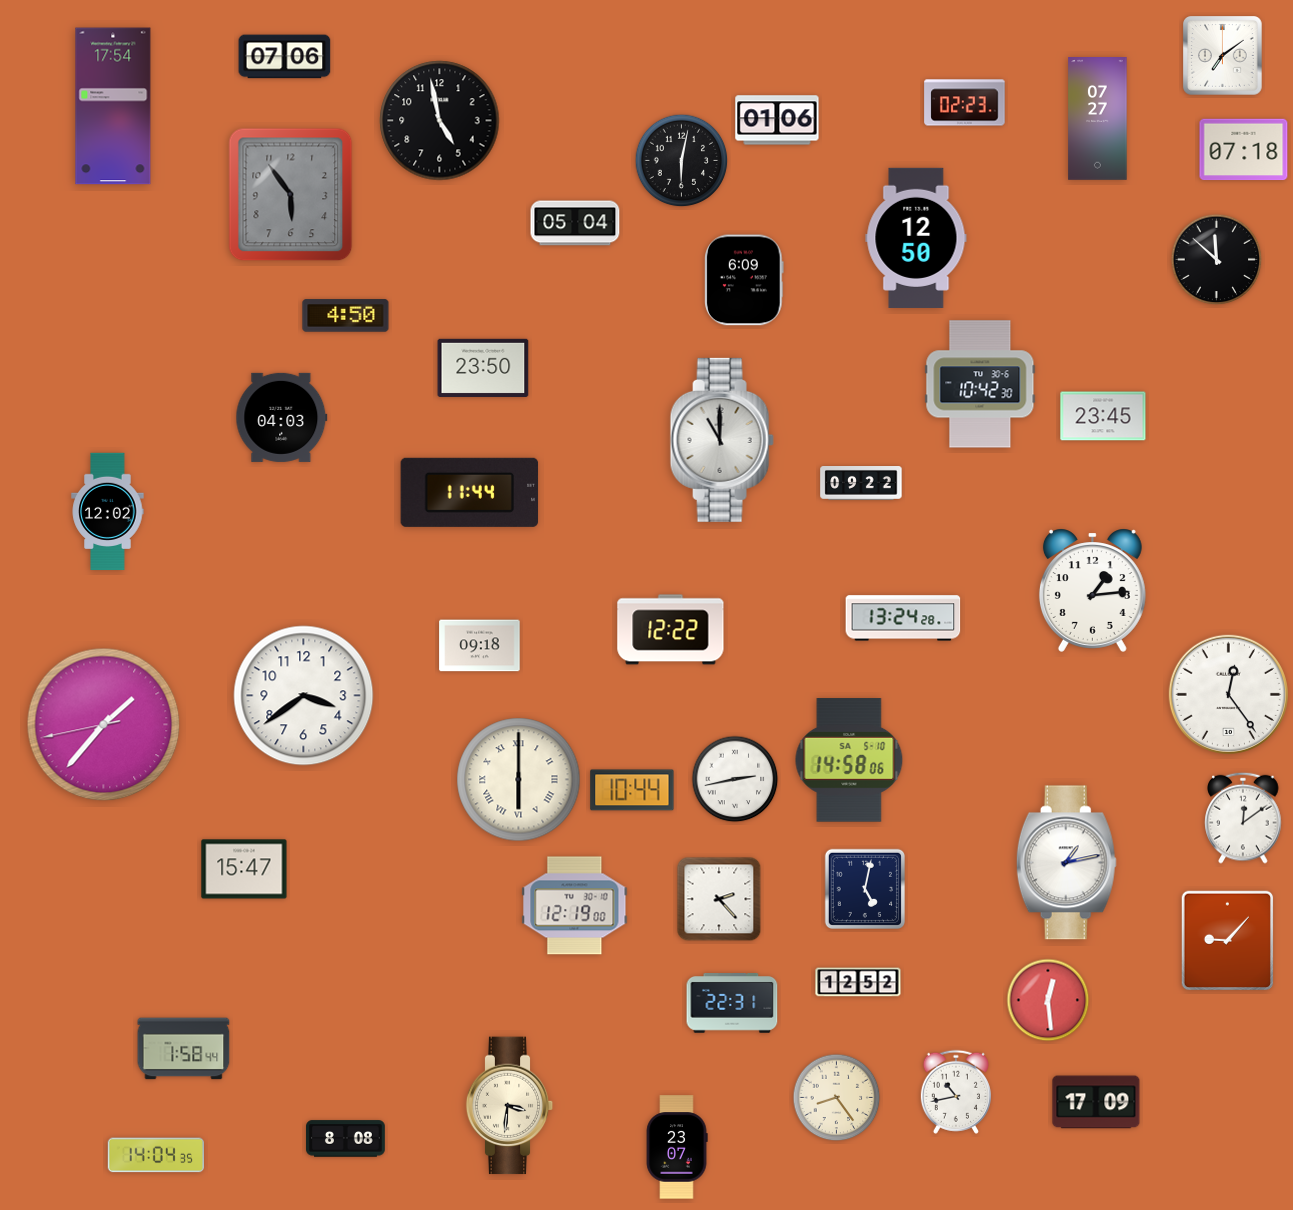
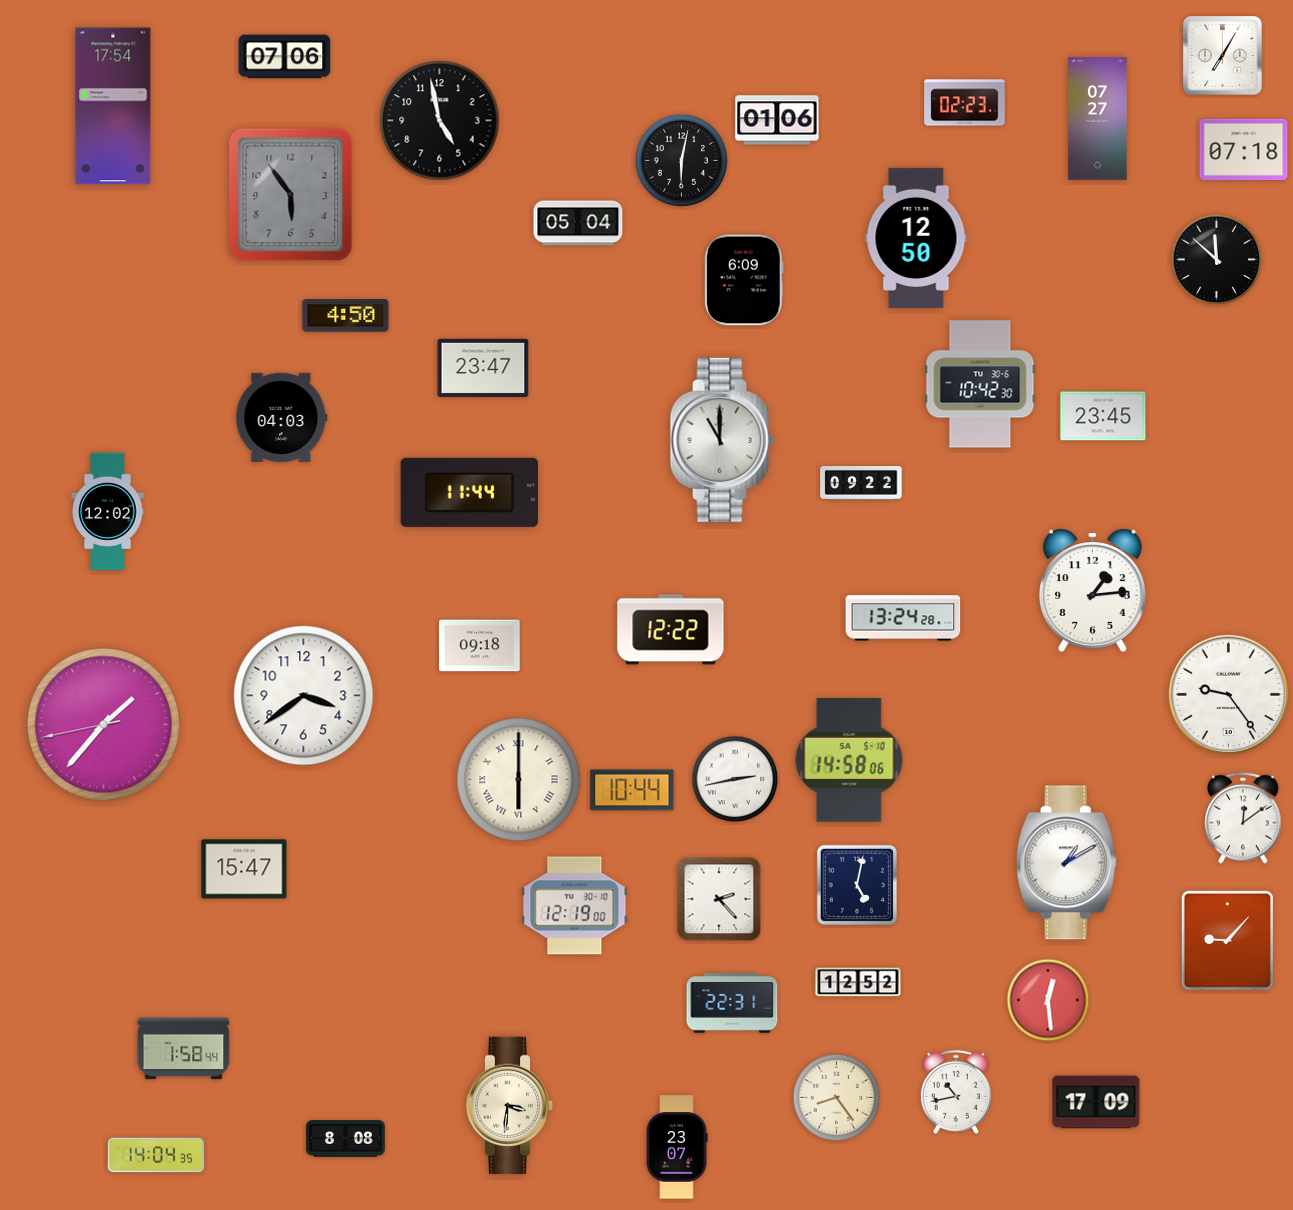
clock at (1223, 56): 7:09 -> 7:05
clock at (575, 223) position: (575, 223) -> (578, 223)
clock at (483, 368): 23:50 -> 23:47
clock at (1228, 694): 12:24 -> 9:24
clock at (1066, 863): 1:13 -> 1:10
clock at (864, 888) position: (864, 888) -> (856, 884)
